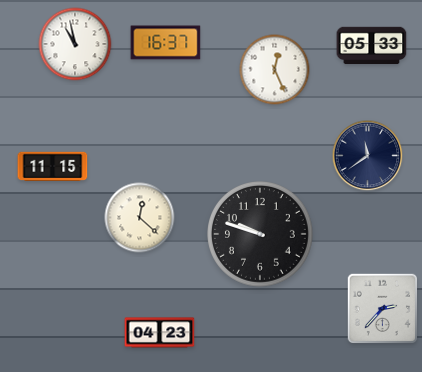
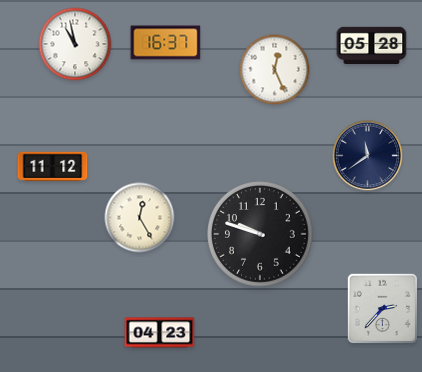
clock at (372, 46): 05:33 -> 05:28
clock at (53, 166): 11:15 -> 11:12
clock at (140, 218): 12:22 -> 12:25
